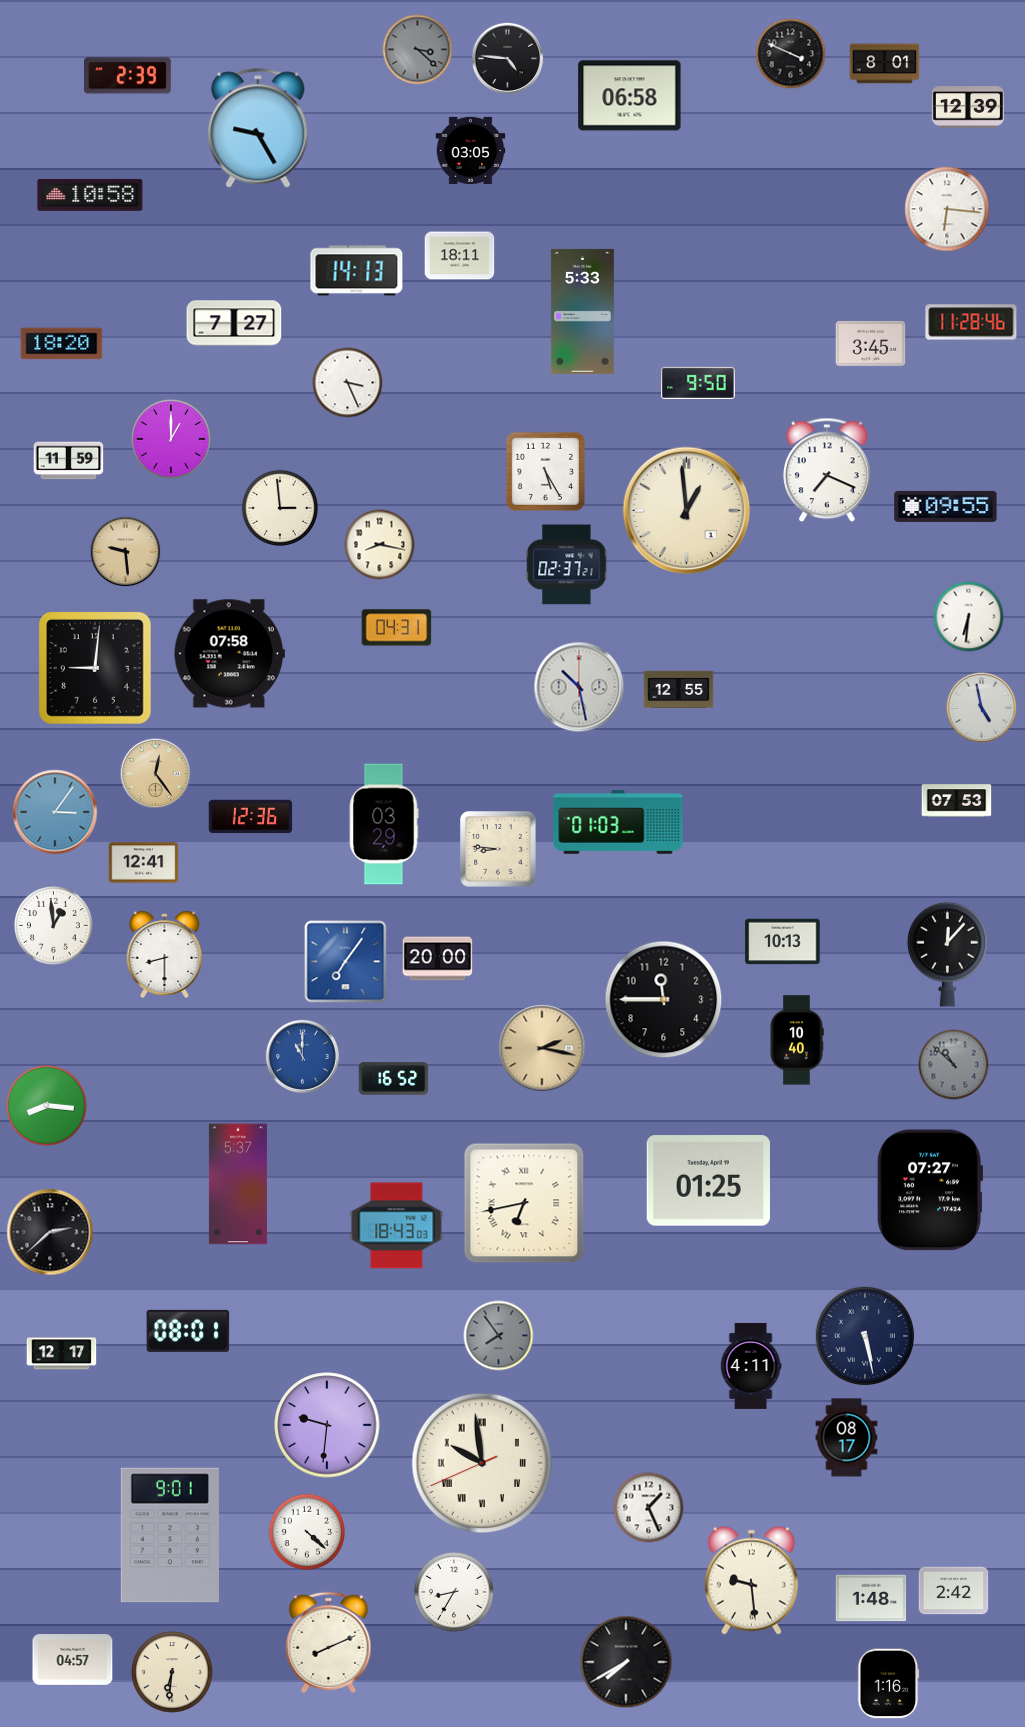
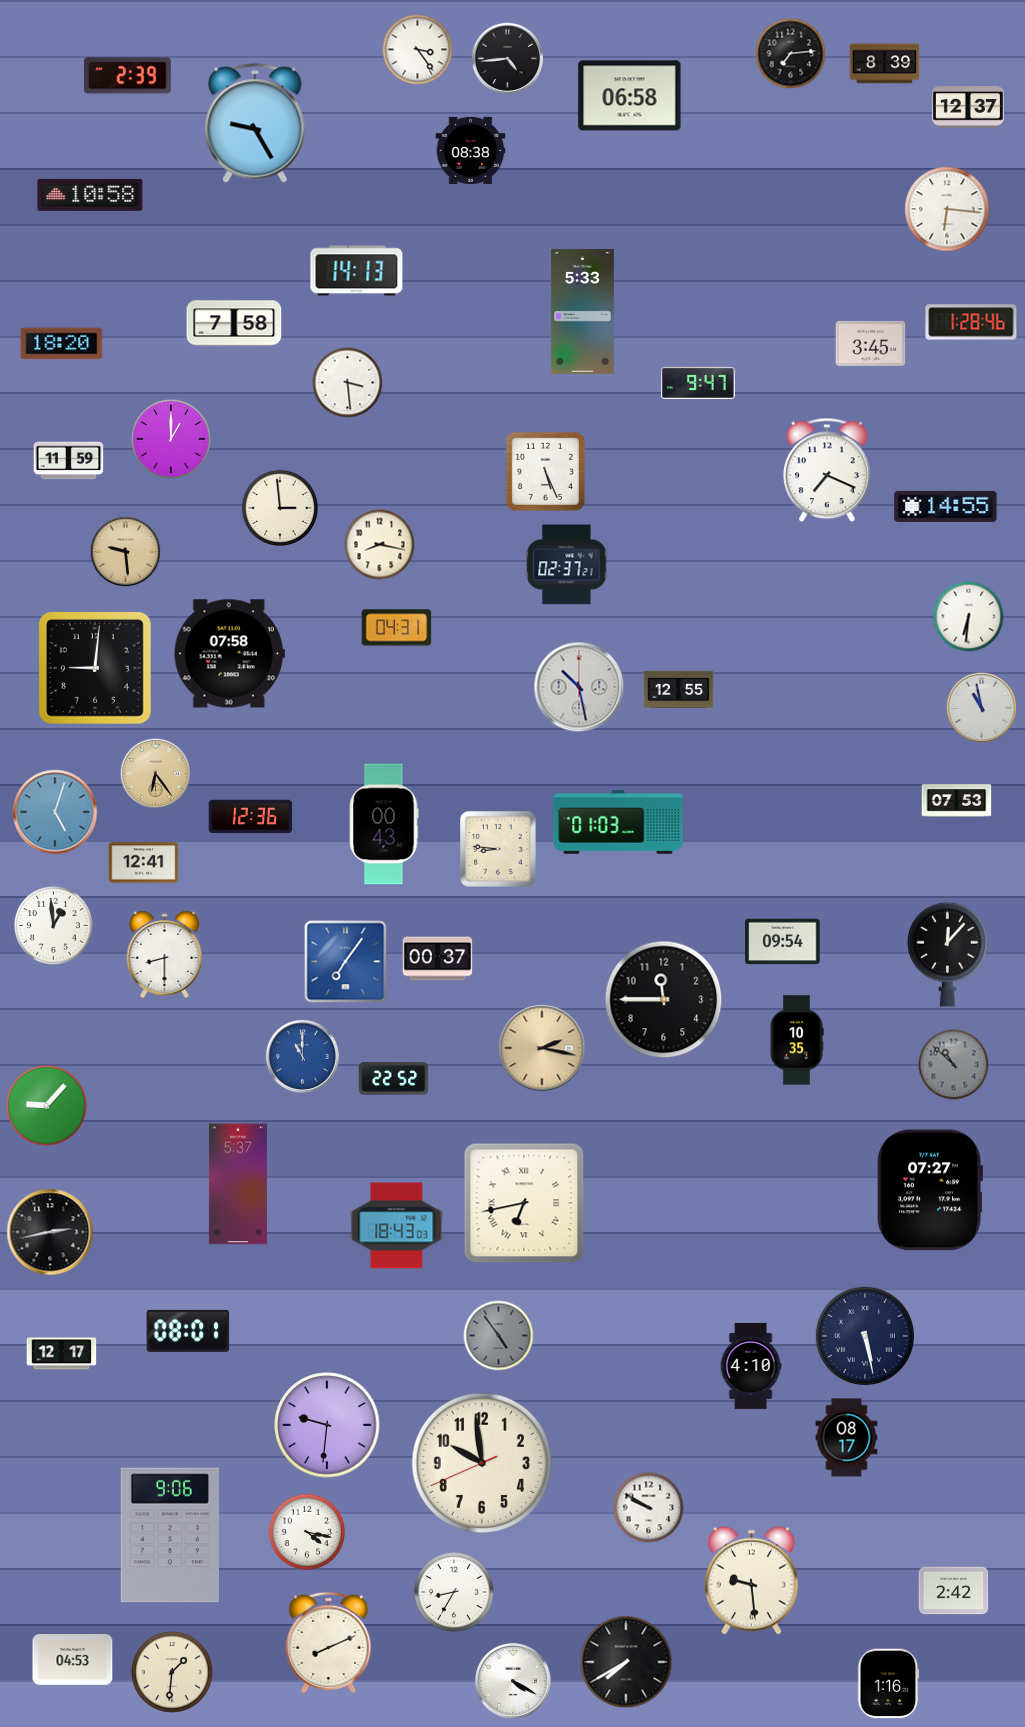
clock at (418, 50): 3:22 -> 3:24
clock at (418, 50) dial: grey -> white
clock at (791, 54): 3:49 -> 7:14
clock at (508, 59): 4:46 -> 4:44
clock at (885, 64): 8:01 -> 8:39
clock at (968, 107): 12:39 -> 12:37
clock at (258, 128) position: (258, 128) -> (255, 123)
clock at (471, 150): 03:05 -> 08:38
clock at (460, 256): 18:11 -> none
clock at (971, 322): 11:28 -> 1:28
clock at (234, 323): 7:27 -> 7:58
clock at (348, 383): 3:26 -> 3:29
clock at (698, 383): 9:50 -> 9:47
clock at (545, 471): 5:25 -> 5:26
clock at (946, 506): 09:55 -> 14:55
clock at (687, 511): 12:59 -> none
clock at (982, 708): 4:58 -> 10:58
clock at (156, 774): 12:24 -> 6:24
clock at (55, 812): 3:06 -> 5:03
clock at (384, 824): 03:29 -> 00:43
clock at (783, 942): 10:13 -> 09:54
clock at (438, 959): 20:00 -> 00:37
clock at (797, 1040): 10:40 -> 10:35
clock at (394, 1079): 16:52 -> 22:52
clock at (47, 1106): 8:16 -> 9:07
clock at (708, 1181): 01:25 -> none
clock at (50, 1232): 2:38 -> 2:43
clock at (499, 1336): 7:54 -> 4:54
clock at (751, 1366): 4:11 -> 4:10
clock at (482, 1463) numerals: Roman -> Arabic
clock at (649, 1508): 1:26 -> 9:50
clock at (307, 1532): 4:22 -> 4:17
clock at (170, 1535): 9:01 -> 9:06
clock at (871, 1598): 1:48 -> none
clock at (73, 1660): 04:57 -> 04:53
clock at (172, 1672): 6:31 -> 1:31
clock at (513, 1681): none -> 4:20
